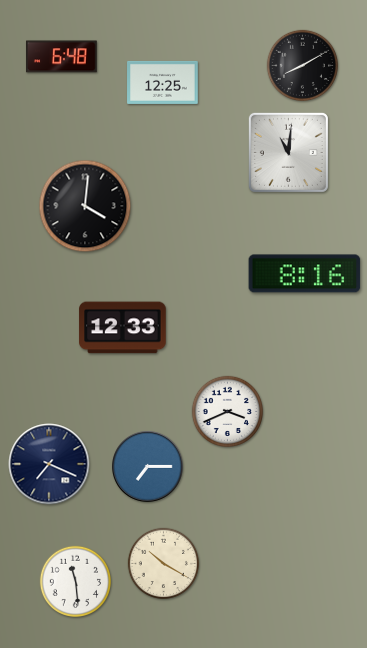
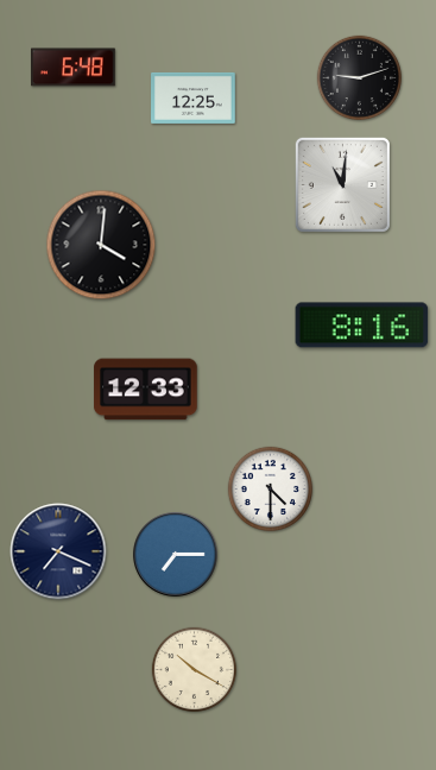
clock at (302, 65): 8:10 -> 9:12
clock at (288, 152) position: (288, 152) -> (342, 184)
clock at (227, 411): 3:41 -> 4:30
clock at (75, 581): 11:29 -> none
